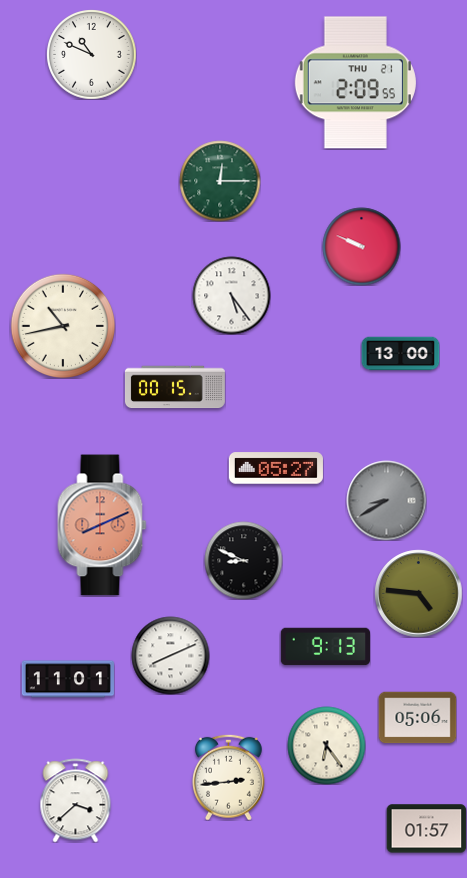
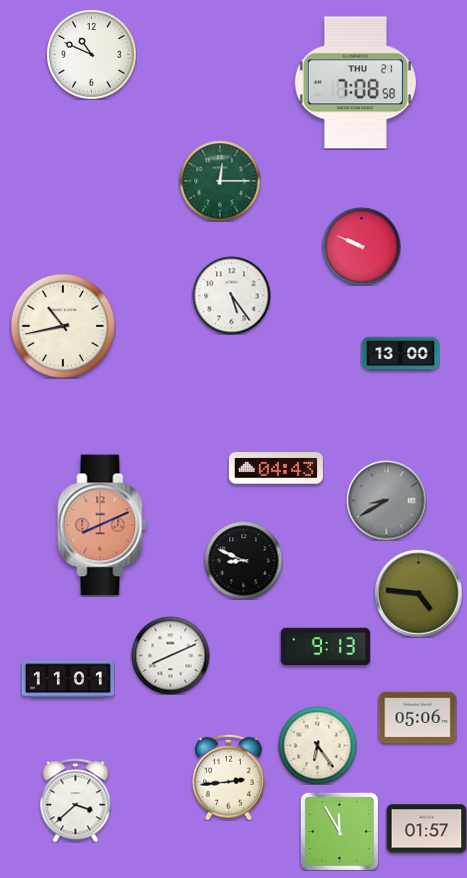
clock at (355, 83): 2:09 -> 7:08
clock at (175, 387): 00:15 -> none
clock at (276, 468): 05:27 -> 04:43
clock at (326, 745) position: (326, 745) -> (317, 745)
clock at (339, 831): none -> 11:55
